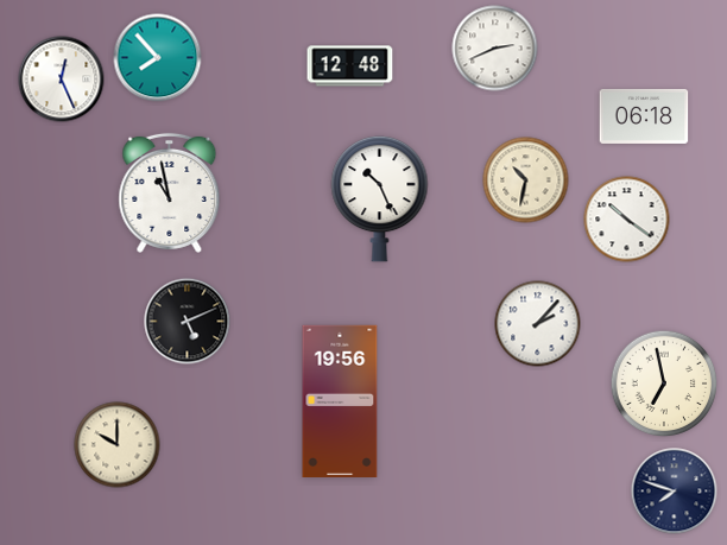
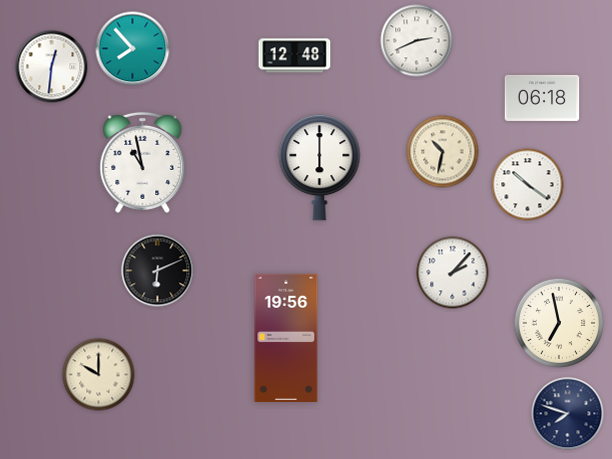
clock at (62, 80): 12:26 -> 12:31
clock at (380, 198): 10:26 -> 6:00
clock at (188, 322): 5:11 -> 6:11
